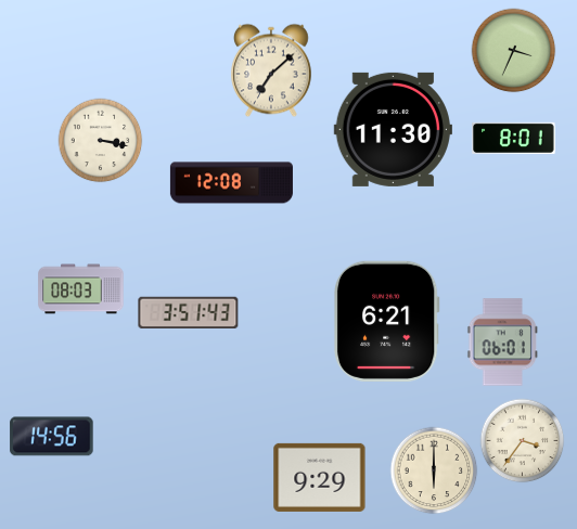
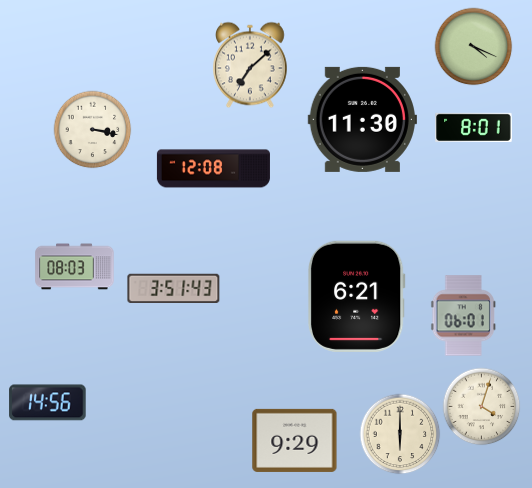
clock at (513, 50): 3:34 -> 4:19
clock at (522, 440): 3:36 -> 4:03
